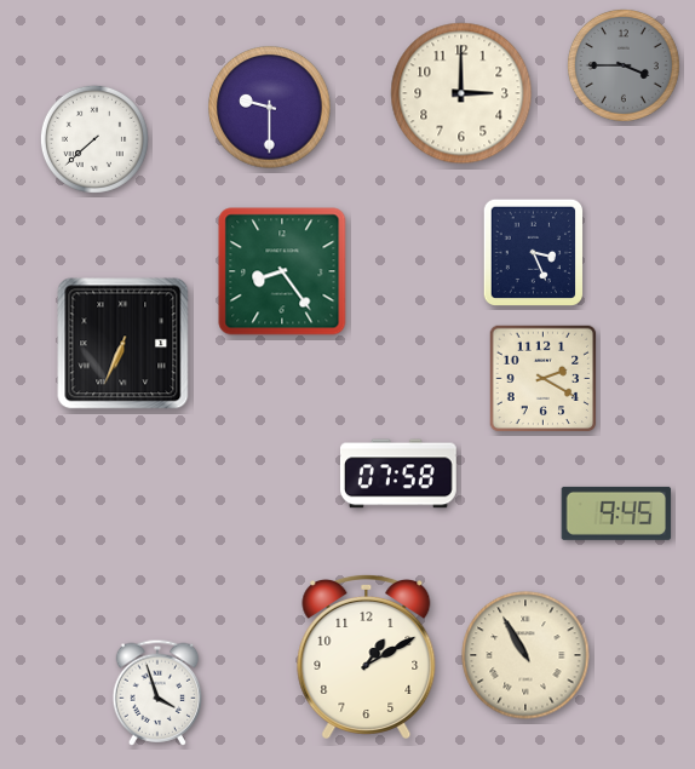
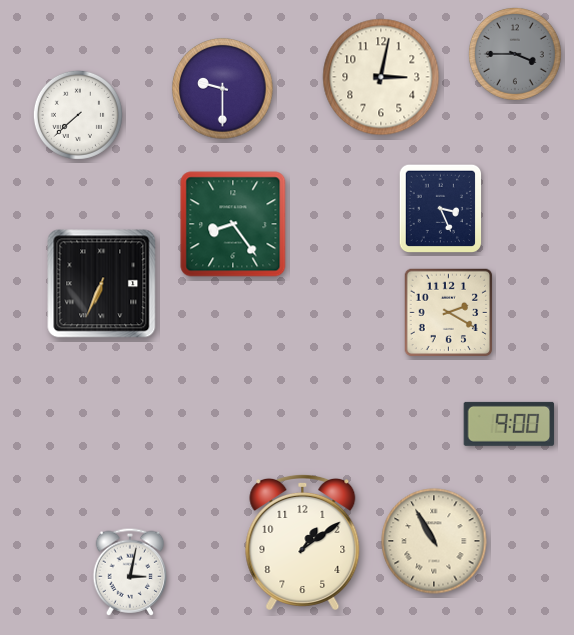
clock at (461, 93): 3:00 -> 3:02
clock at (398, 474): 07:58 -> none
clock at (616, 513): 9:45 -> 9:00
clock at (367, 656): 1:10 -> 1:09
clock at (157, 693): 3:57 -> 3:02
